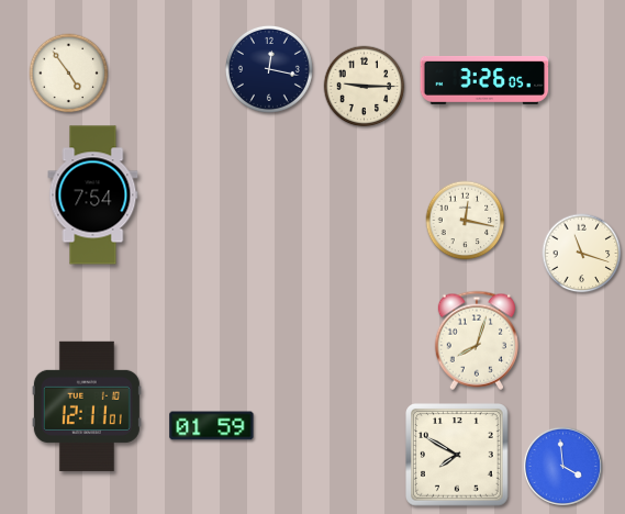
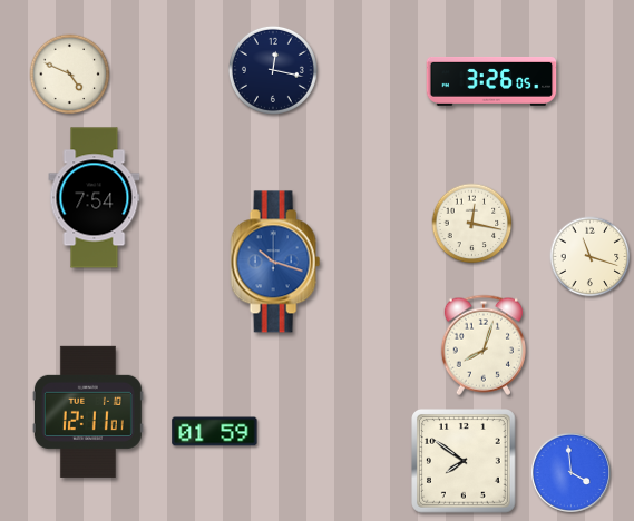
clock at (69, 74): 4:54 -> 4:49
clock at (365, 87): 9:15 -> none
clock at (275, 262): none -> 10:18
clock at (458, 456): 7:50 -> 7:51
